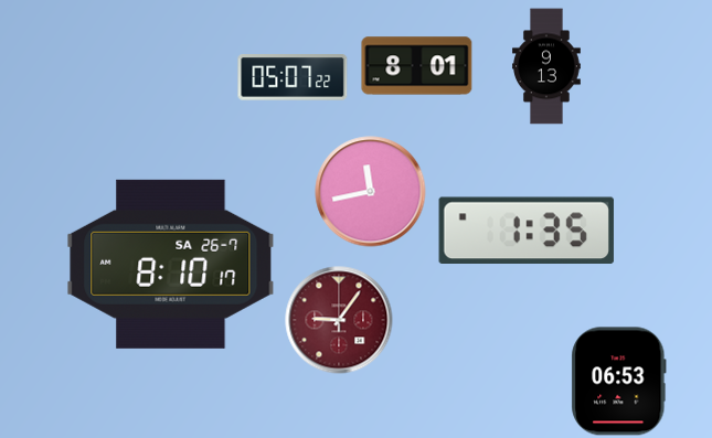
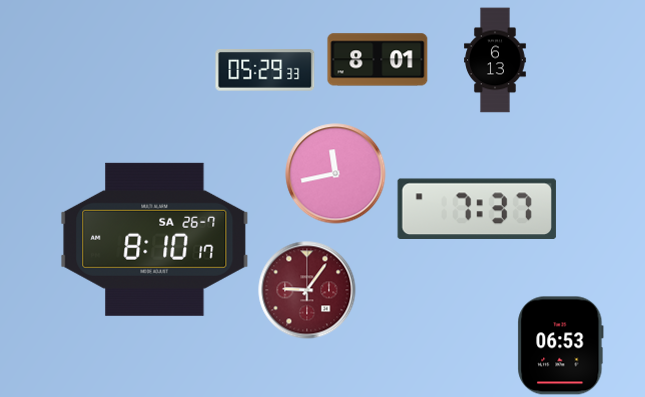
clock at (548, 66): 9:13 -> 6:13
clock at (293, 77): 05:07 -> 05:29
clock at (527, 229): 1:35 -> 7:37
